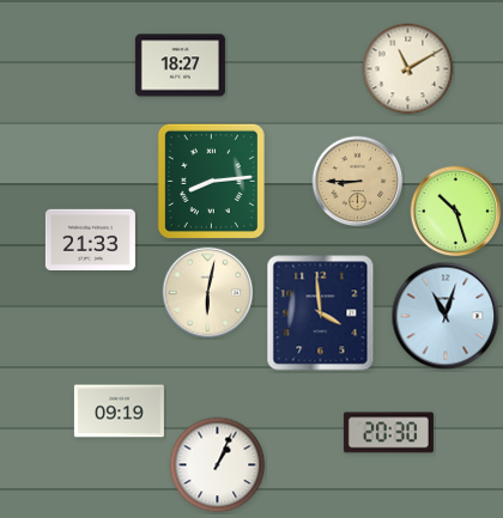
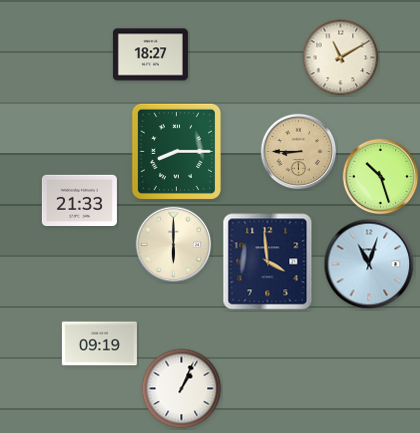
clock at (211, 181): 8:14 -> 8:15
clock at (90, 239) position: (90, 239) -> (79, 200)
clock at (208, 293): 6:02 -> 6:00
clock at (446, 316) position: (446, 316) -> (369, 264)
clock at (388, 433): 20:30 -> none
